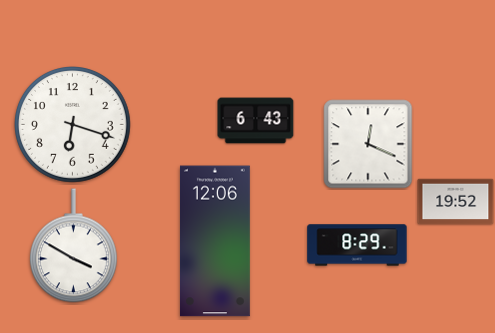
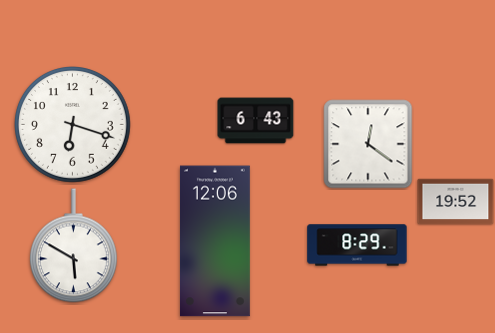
clock at (368, 144): 12:19 -> 12:21
clock at (73, 246): 3:50 -> 5:50
